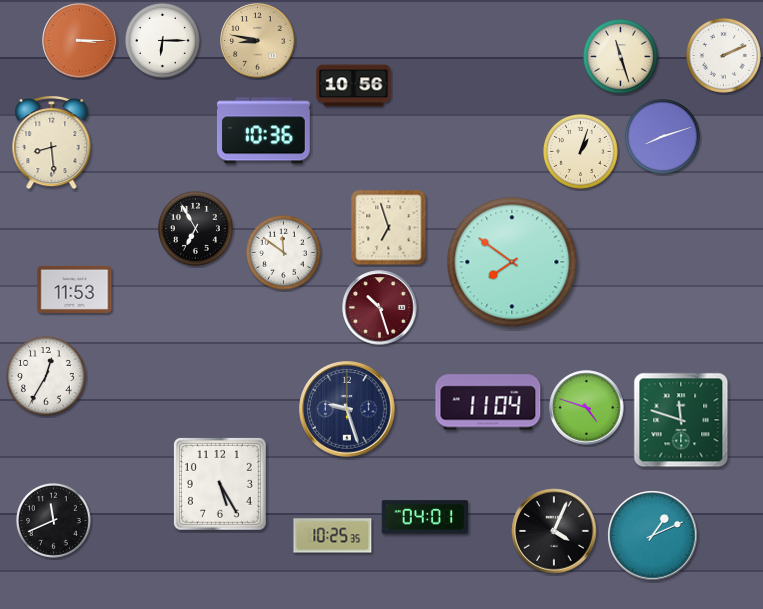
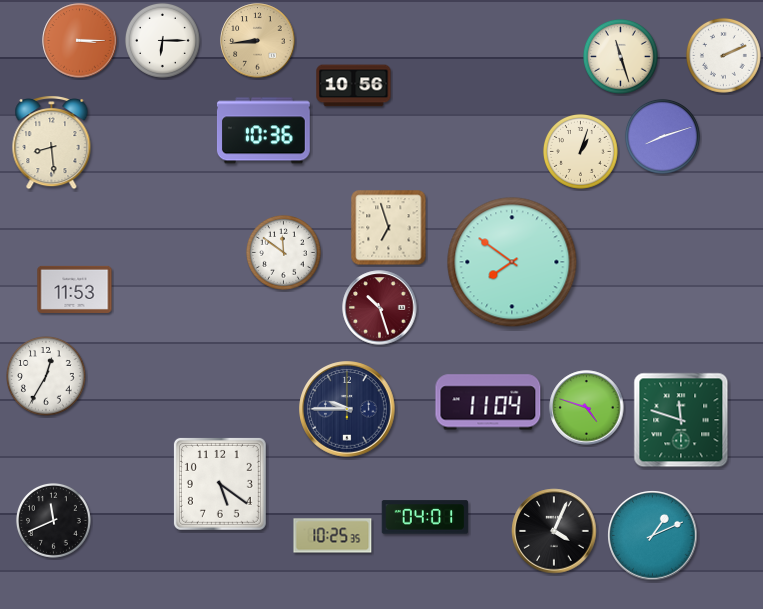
clock at (258, 41): 8:47 -> 8:44
clock at (195, 228): 6:55 -> none
clock at (347, 409): 9:27 -> 9:45
clock at (220, 484): 5:25 -> 5:21
